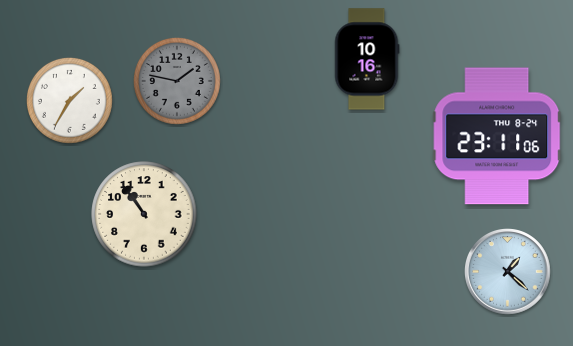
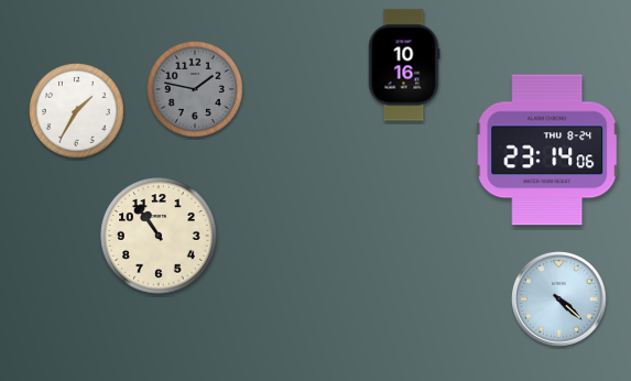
clock at (497, 136): 23:11 -> 23:14
clock at (508, 272): 1:22 -> 4:22
